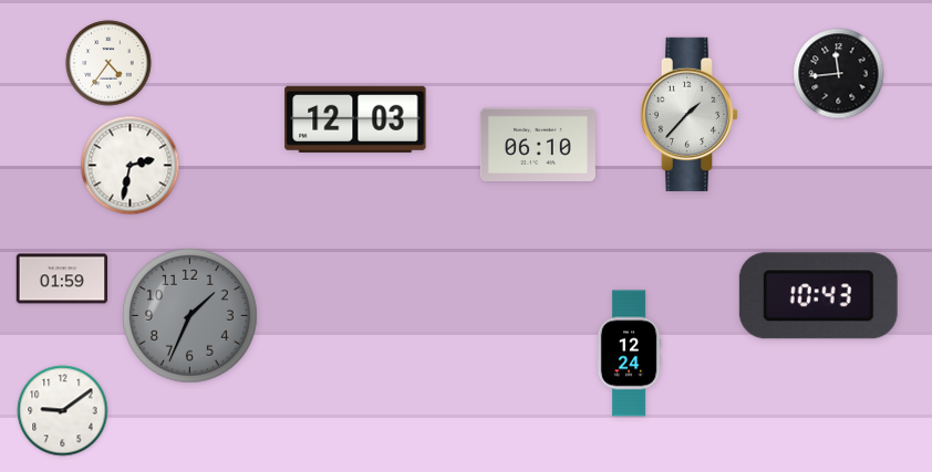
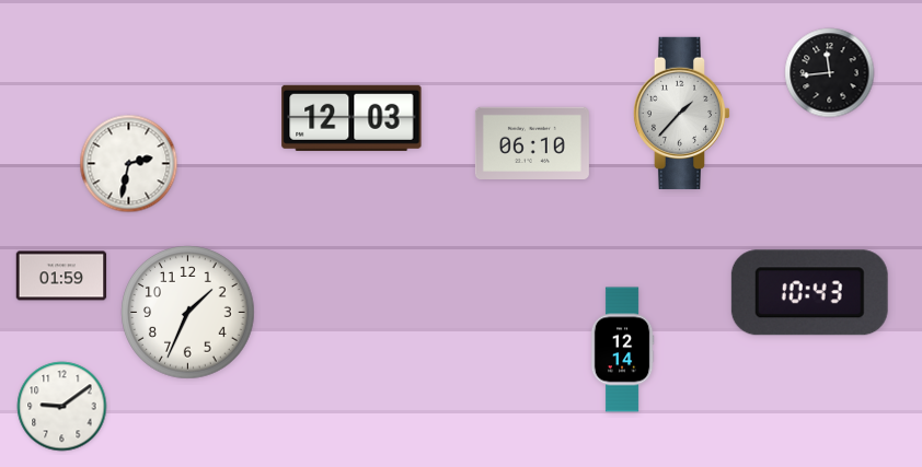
clock at (108, 63): 4:36 -> none
clock at (190, 316) dial: grey -> white
clock at (629, 354): 12:24 -> 12:14
